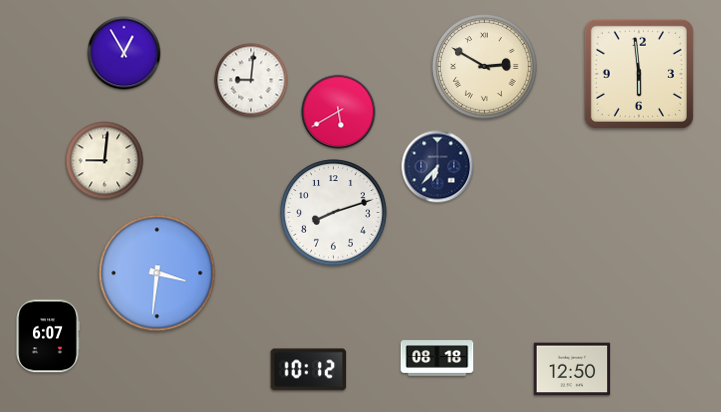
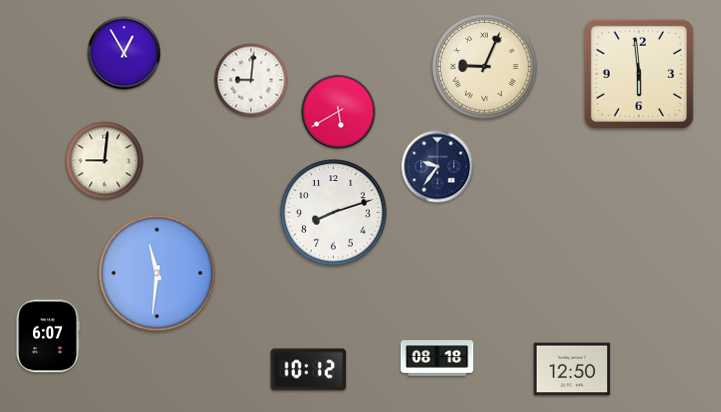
clock at (485, 67): 2:50 -> 9:04
clock at (438, 167): 6:37 -> 9:36
clock at (157, 273): 3:31 -> 11:31
